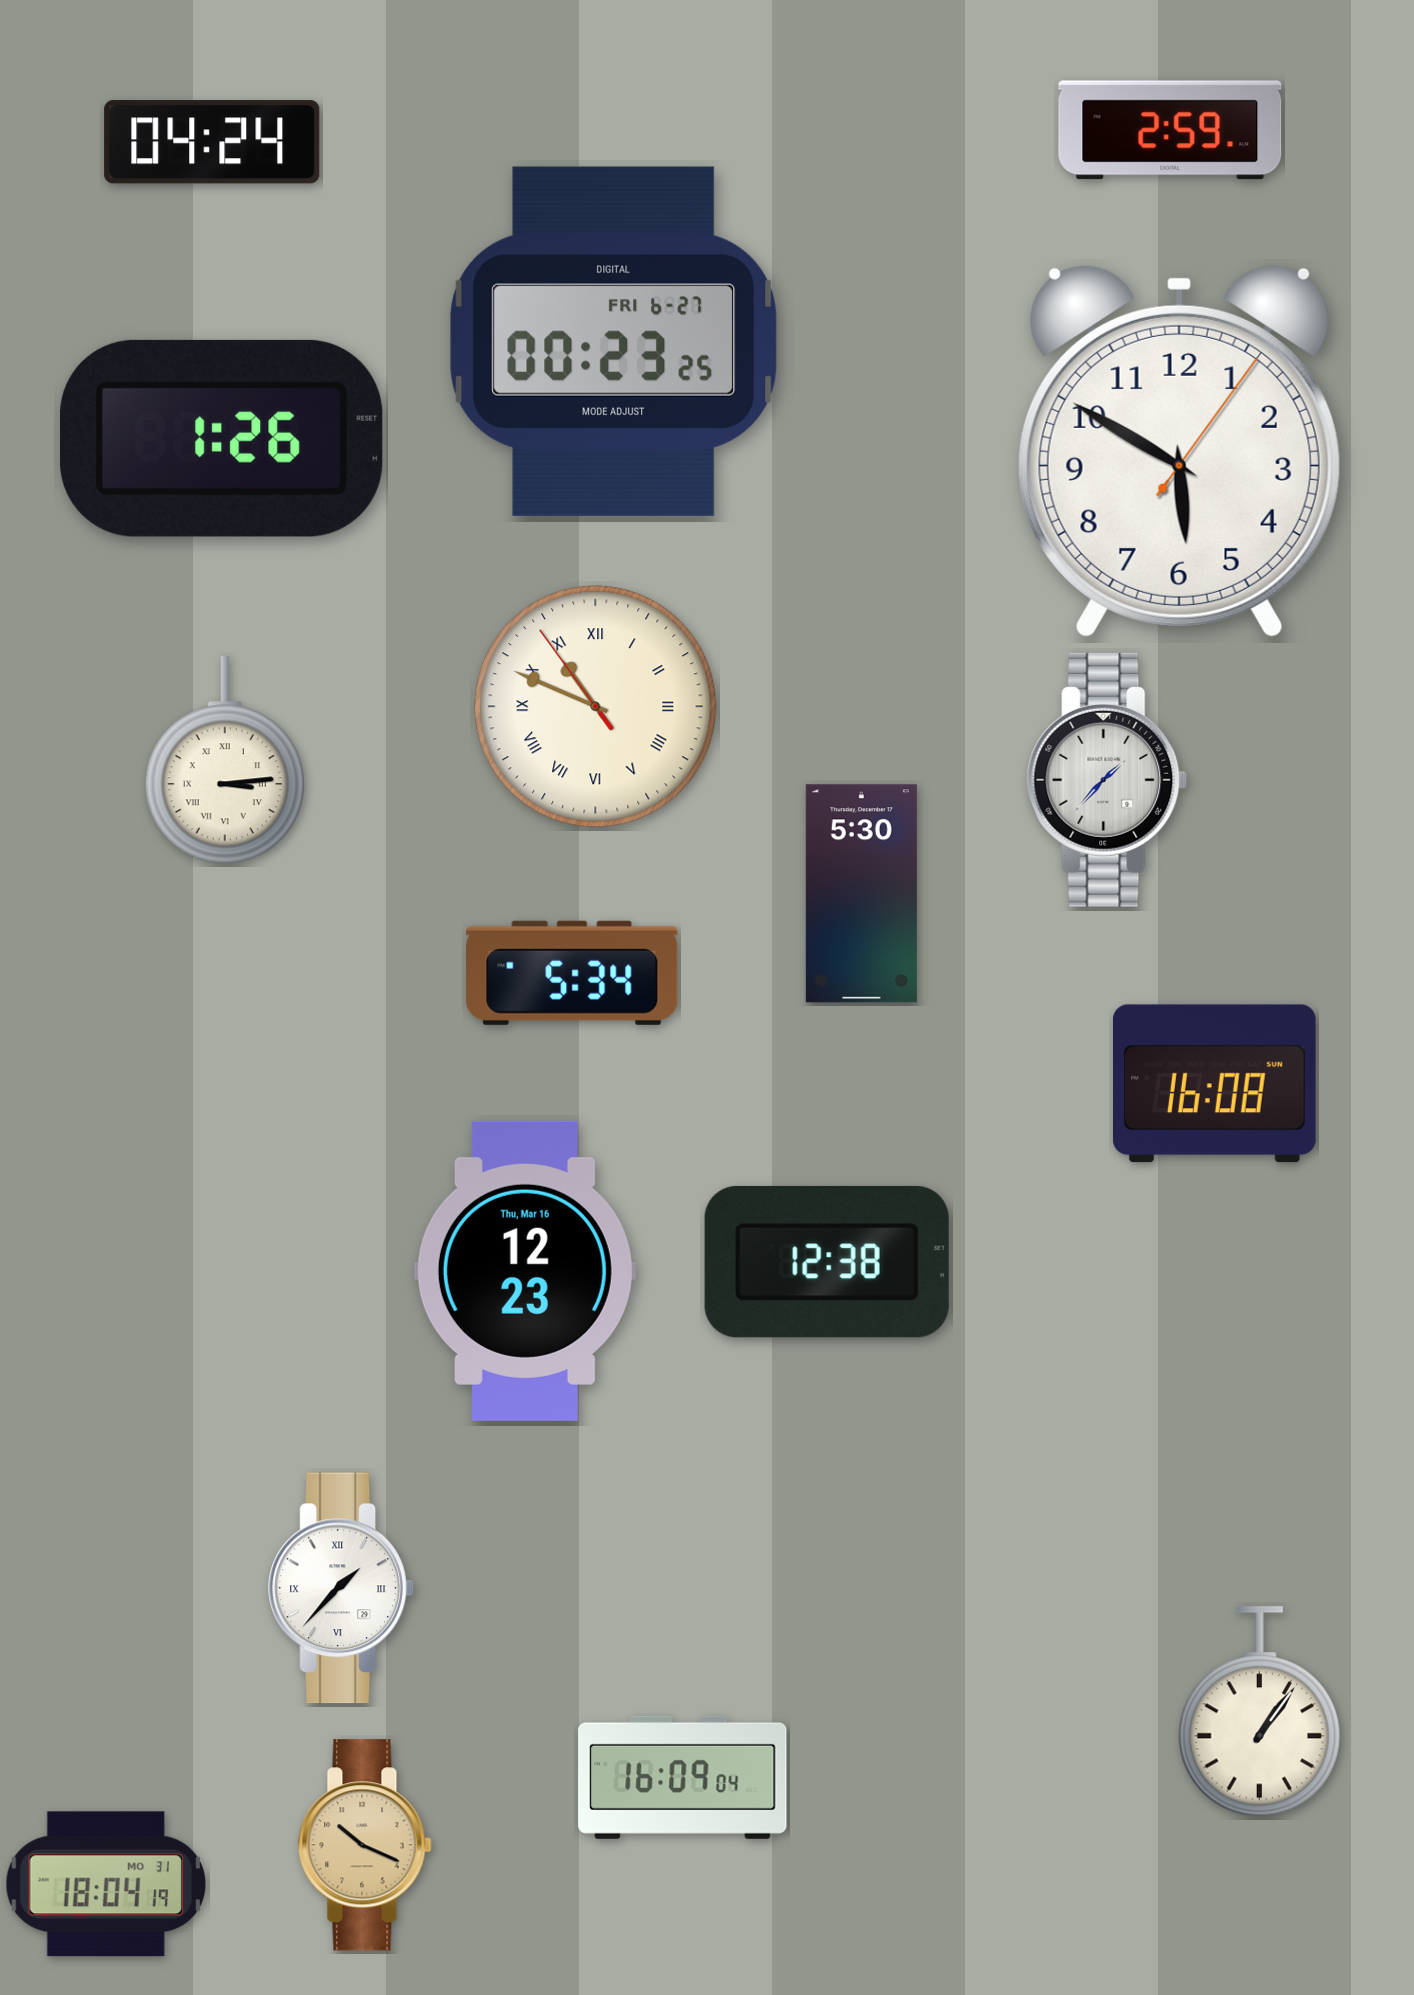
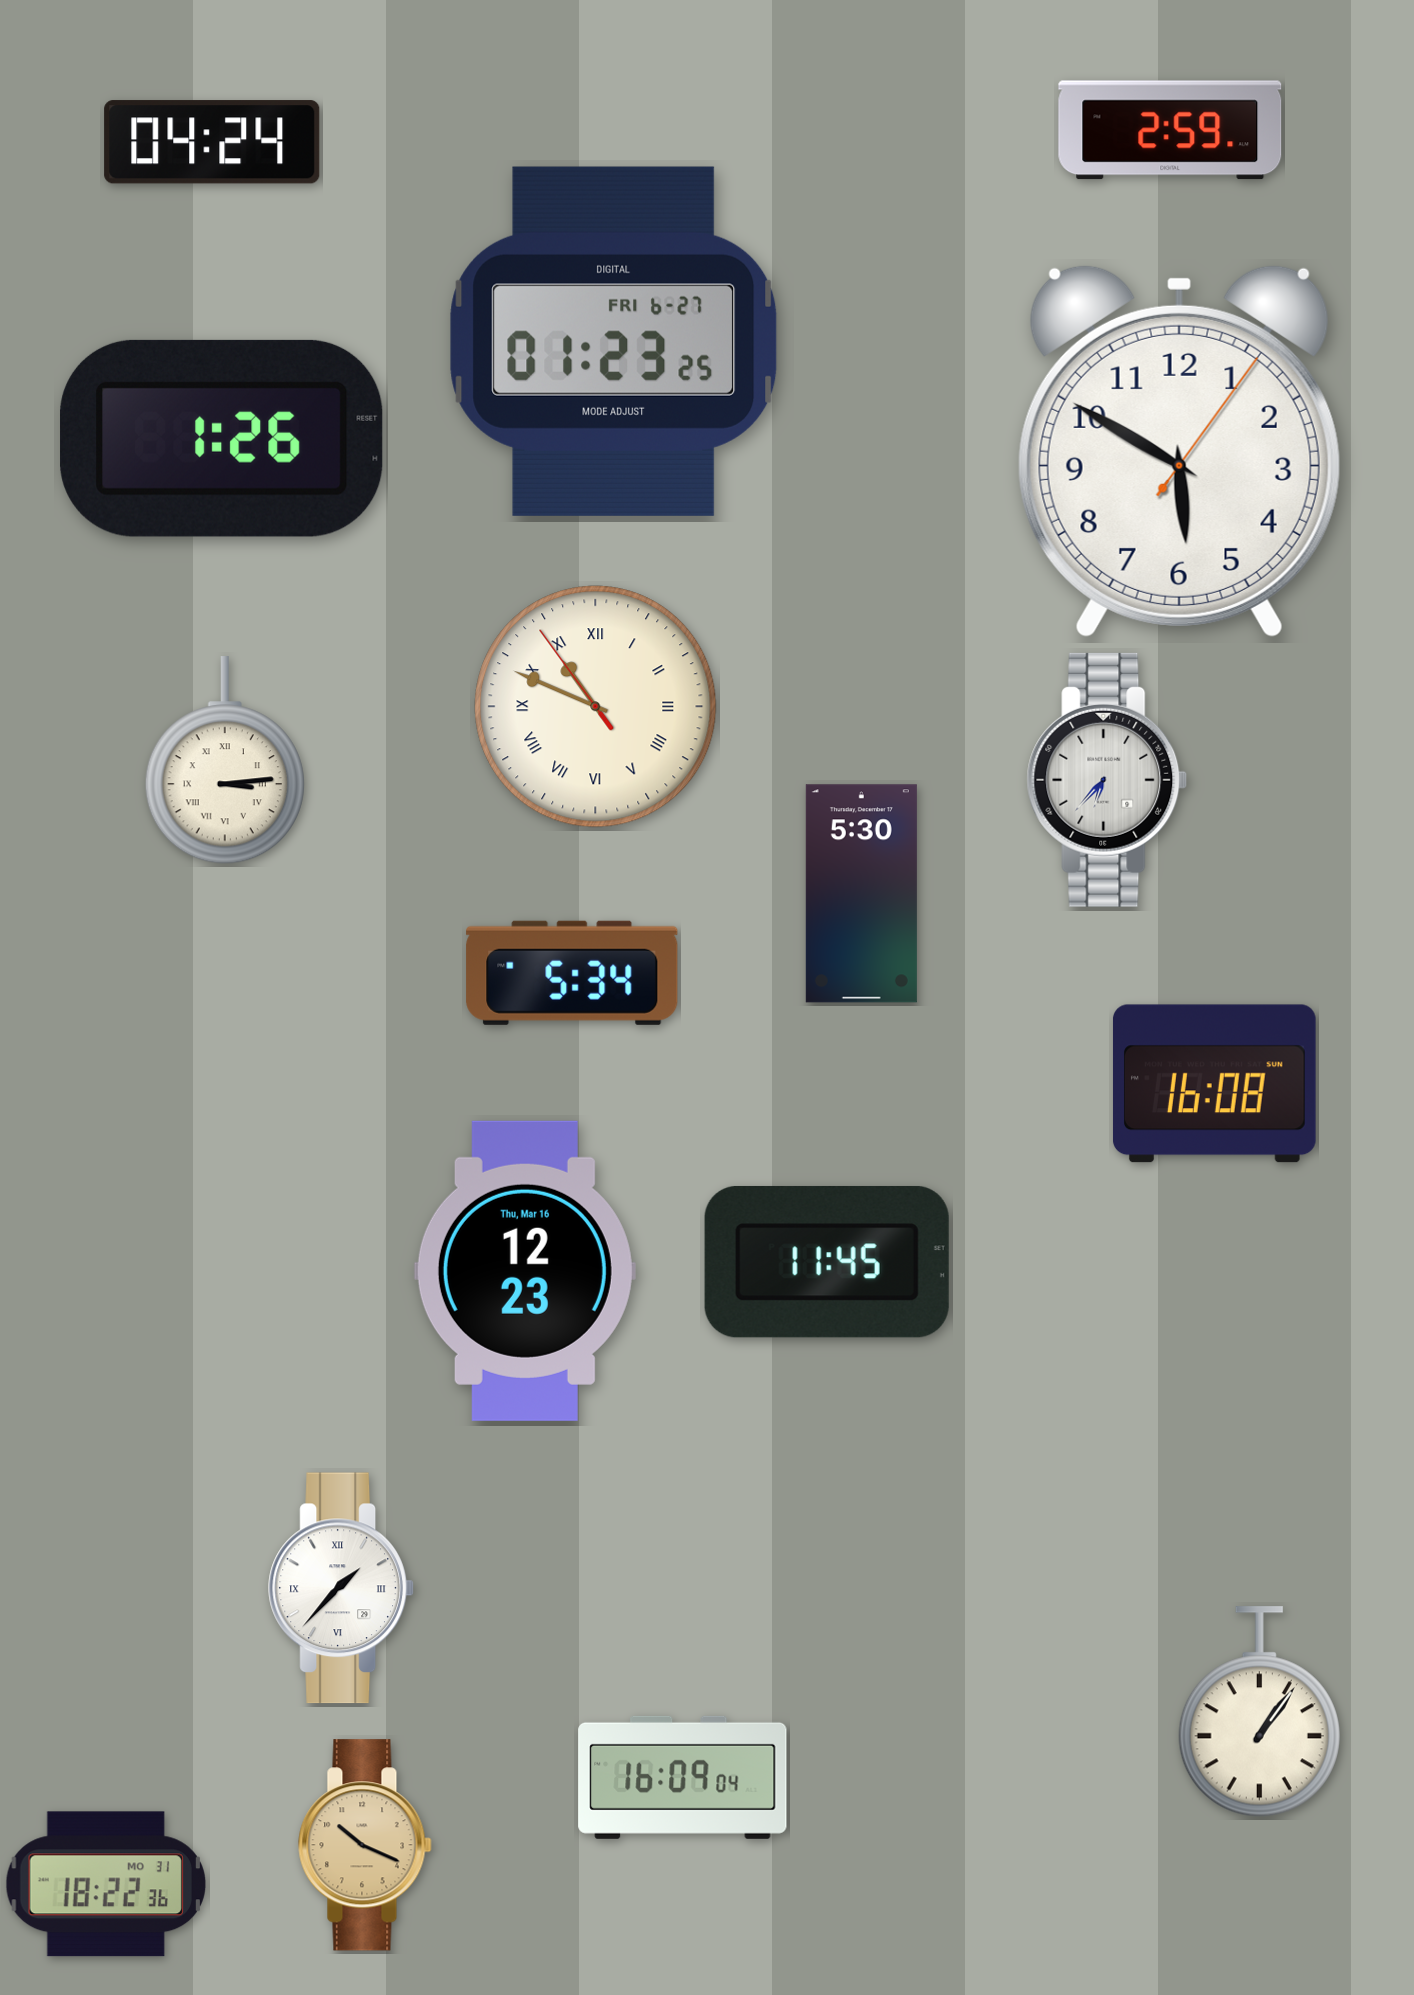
clock at (614, 341): 00:23 -> 01:23
clock at (1107, 780): 1:37 -> 6:37
clock at (827, 1262): 12:38 -> 11:45
clock at (106, 1884): 18:04 -> 18:22
